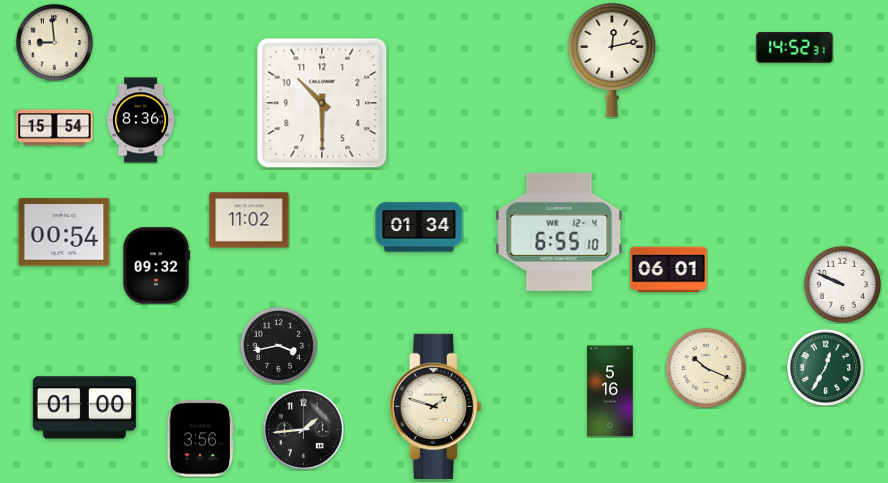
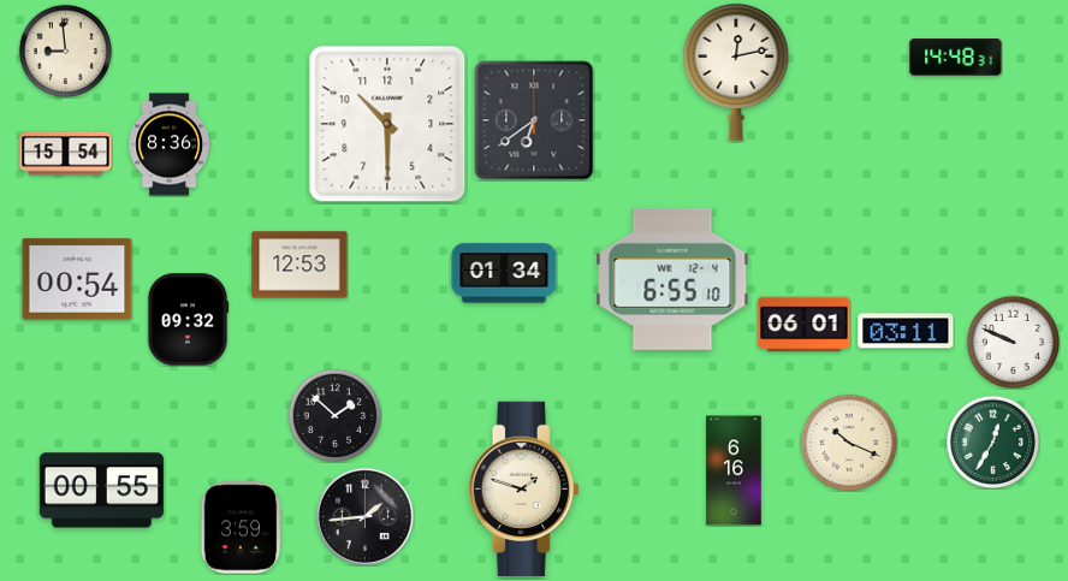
clock at (795, 48): 14:52 -> 14:48
clock at (534, 120): none -> 6:39
clock at (249, 220): 11:02 -> 12:53
clock at (906, 331): none -> 03:11
clock at (278, 345): 3:43 -> 1:52
clock at (610, 391): 5:16 -> 6:16
clock at (84, 408): 01:00 -> 00:55
clock at (200, 439): 3:56 -> 3:59
